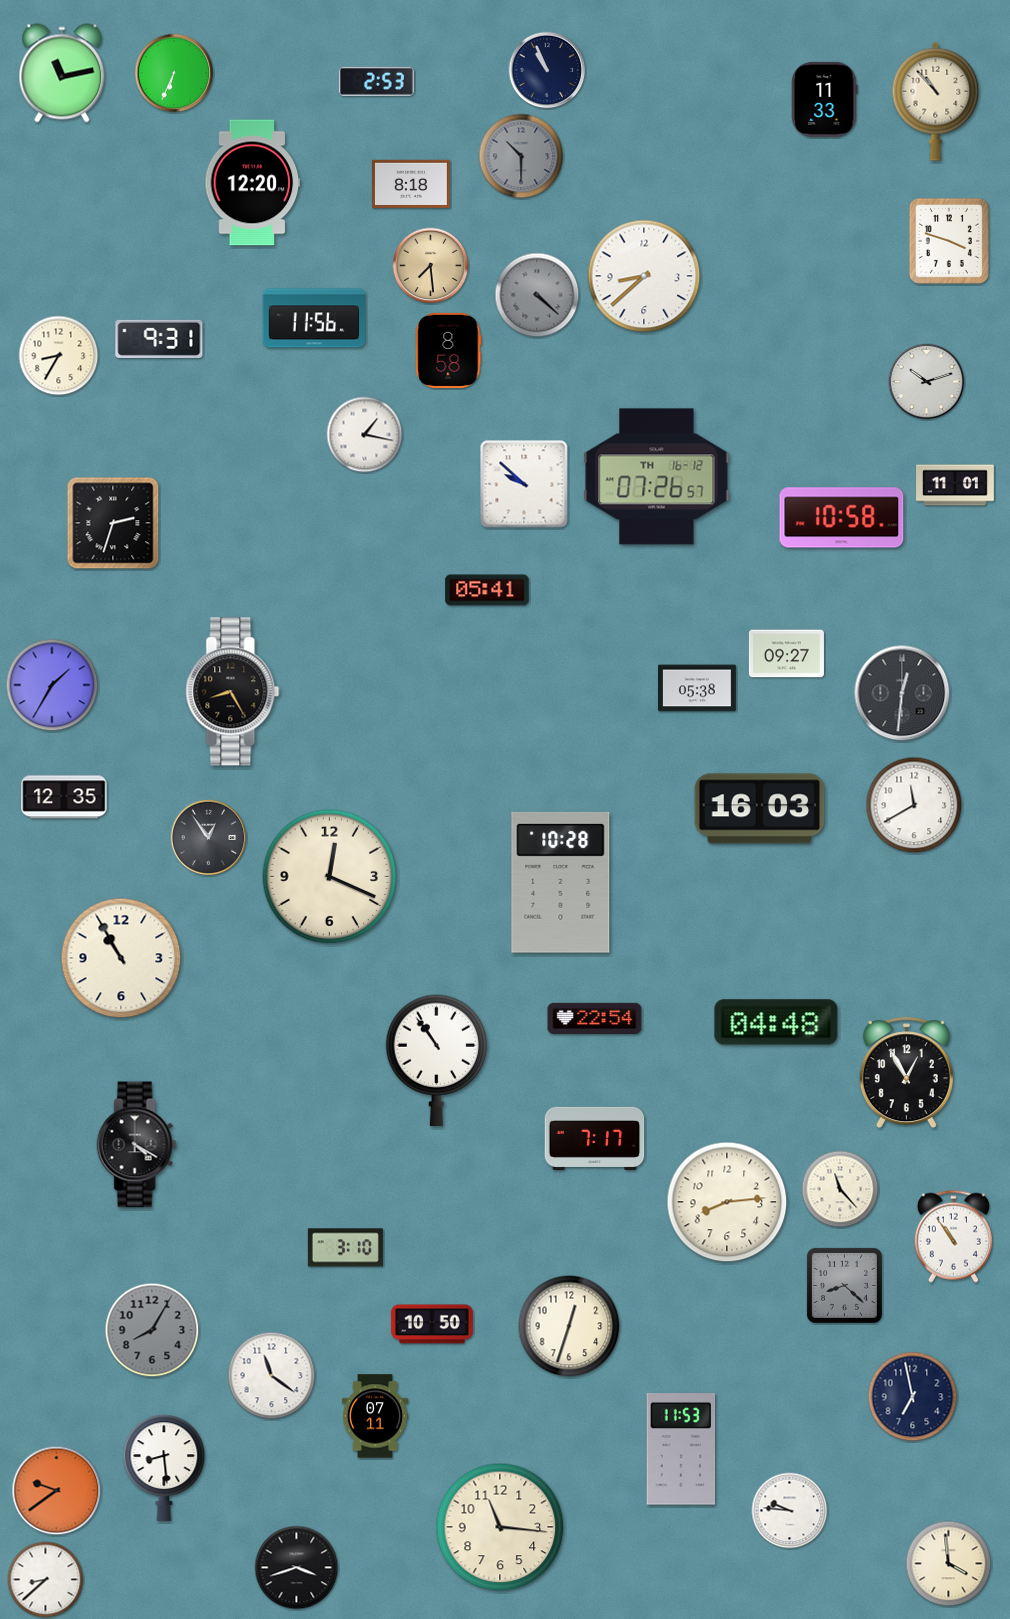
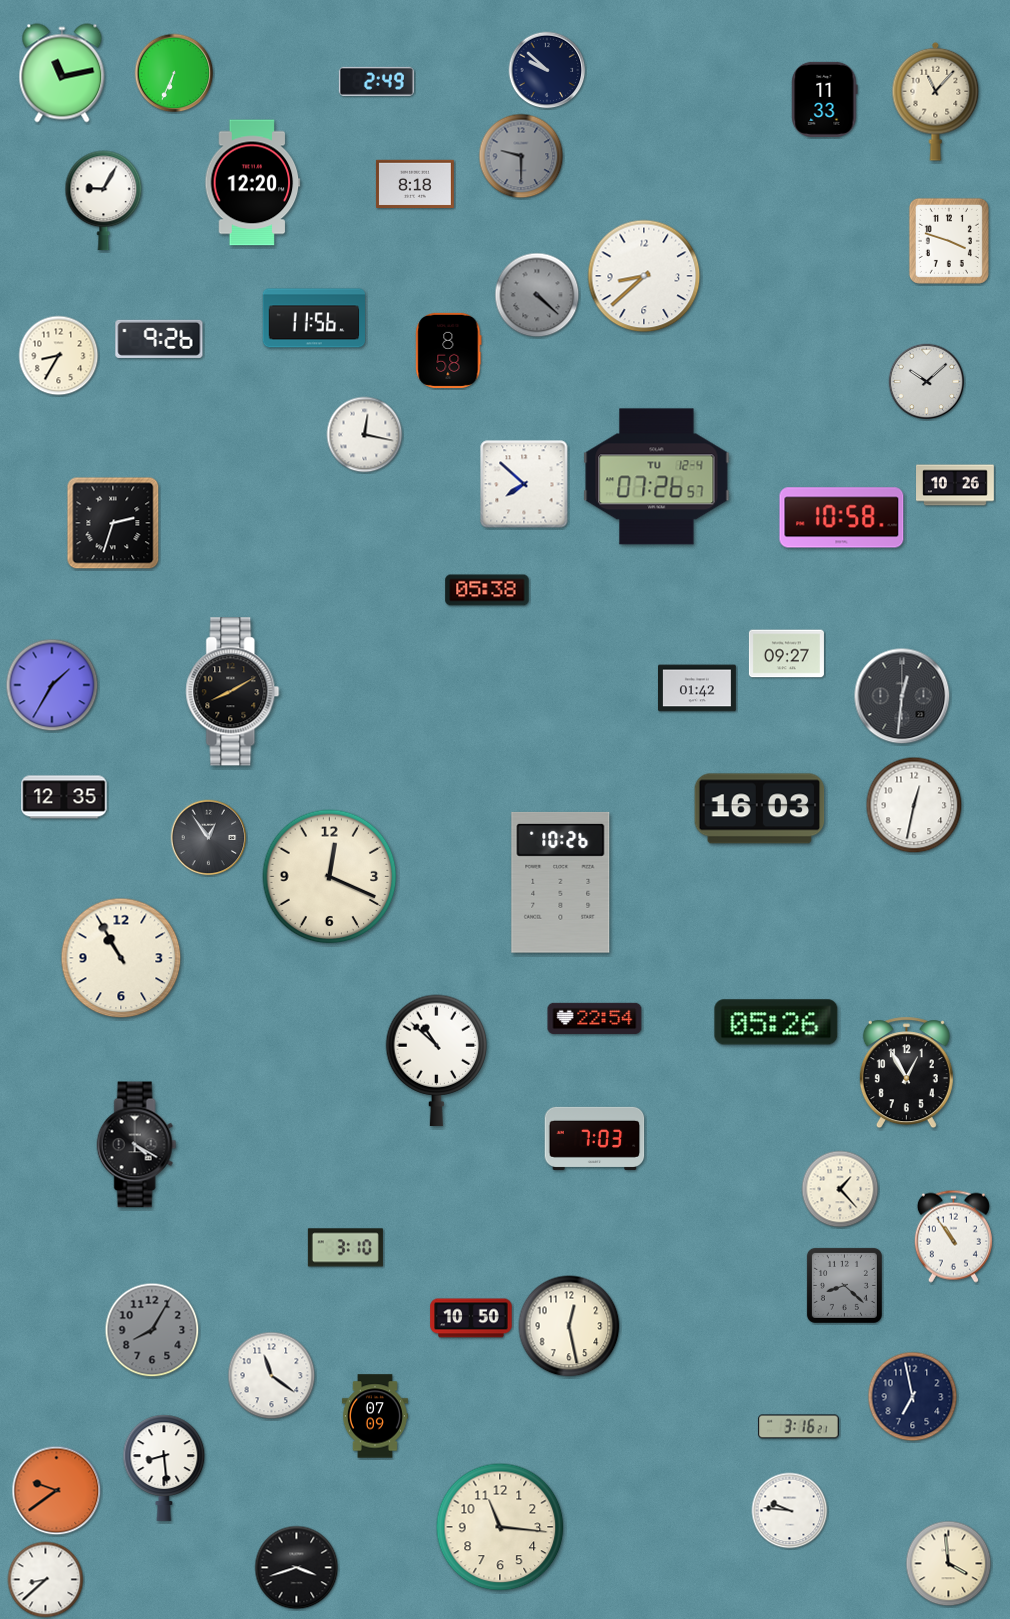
clock at (547, 70): 10:56 -> 9:52
clock at (376, 81): 2:53 -> 2:49
clock at (936, 101): 10:53 -> 11:07
clock at (521, 156): 10:30 -> 9:30
clock at (411, 183) position: (411, 183) -> (415, 183)
clock at (104, 201): none -> 9:05
clock at (431, 266): 7:29 -> none
clock at (159, 339): 9:31 -> 9:26
clock at (927, 382): 10:12 -> 10:08
clock at (365, 435): 1:17 -> 12:17
clock at (657, 477) date: TH 16-12 -> TU 12-4
clock at (524, 484): 9:52 -> 7:52
clock at (956, 485): 11:01 -> 10:26
clock at (487, 590): 05:41 -> 05:38
clock at (698, 688): 05:38 -> 01:42
clock at (233, 692): 8:25 -> 8:10
clock at (902, 693) position: (902, 693) -> (902, 696)
clock at (914, 805): 11:40 -> 12:32
clock at (561, 882): 10:28 -> 10:26
clock at (776, 1022): 04:48 -> 05:26
clock at (437, 1061): 10:54 -> 10:52
clock at (595, 1138): 7:17 -> 7:03
clock at (840, 1189): 11:23 -> 1:23
clock at (727, 1202): 8:14 -> none
clock at (432, 1324) position: (432, 1324) -> (471, 1318)
clock at (569, 1326): 12:33 -> 12:28
clock at (375, 1416): 07:11 -> 07:09
clock at (799, 1427): none -> 3:16
clock at (681, 1450): 11:53 -> none
